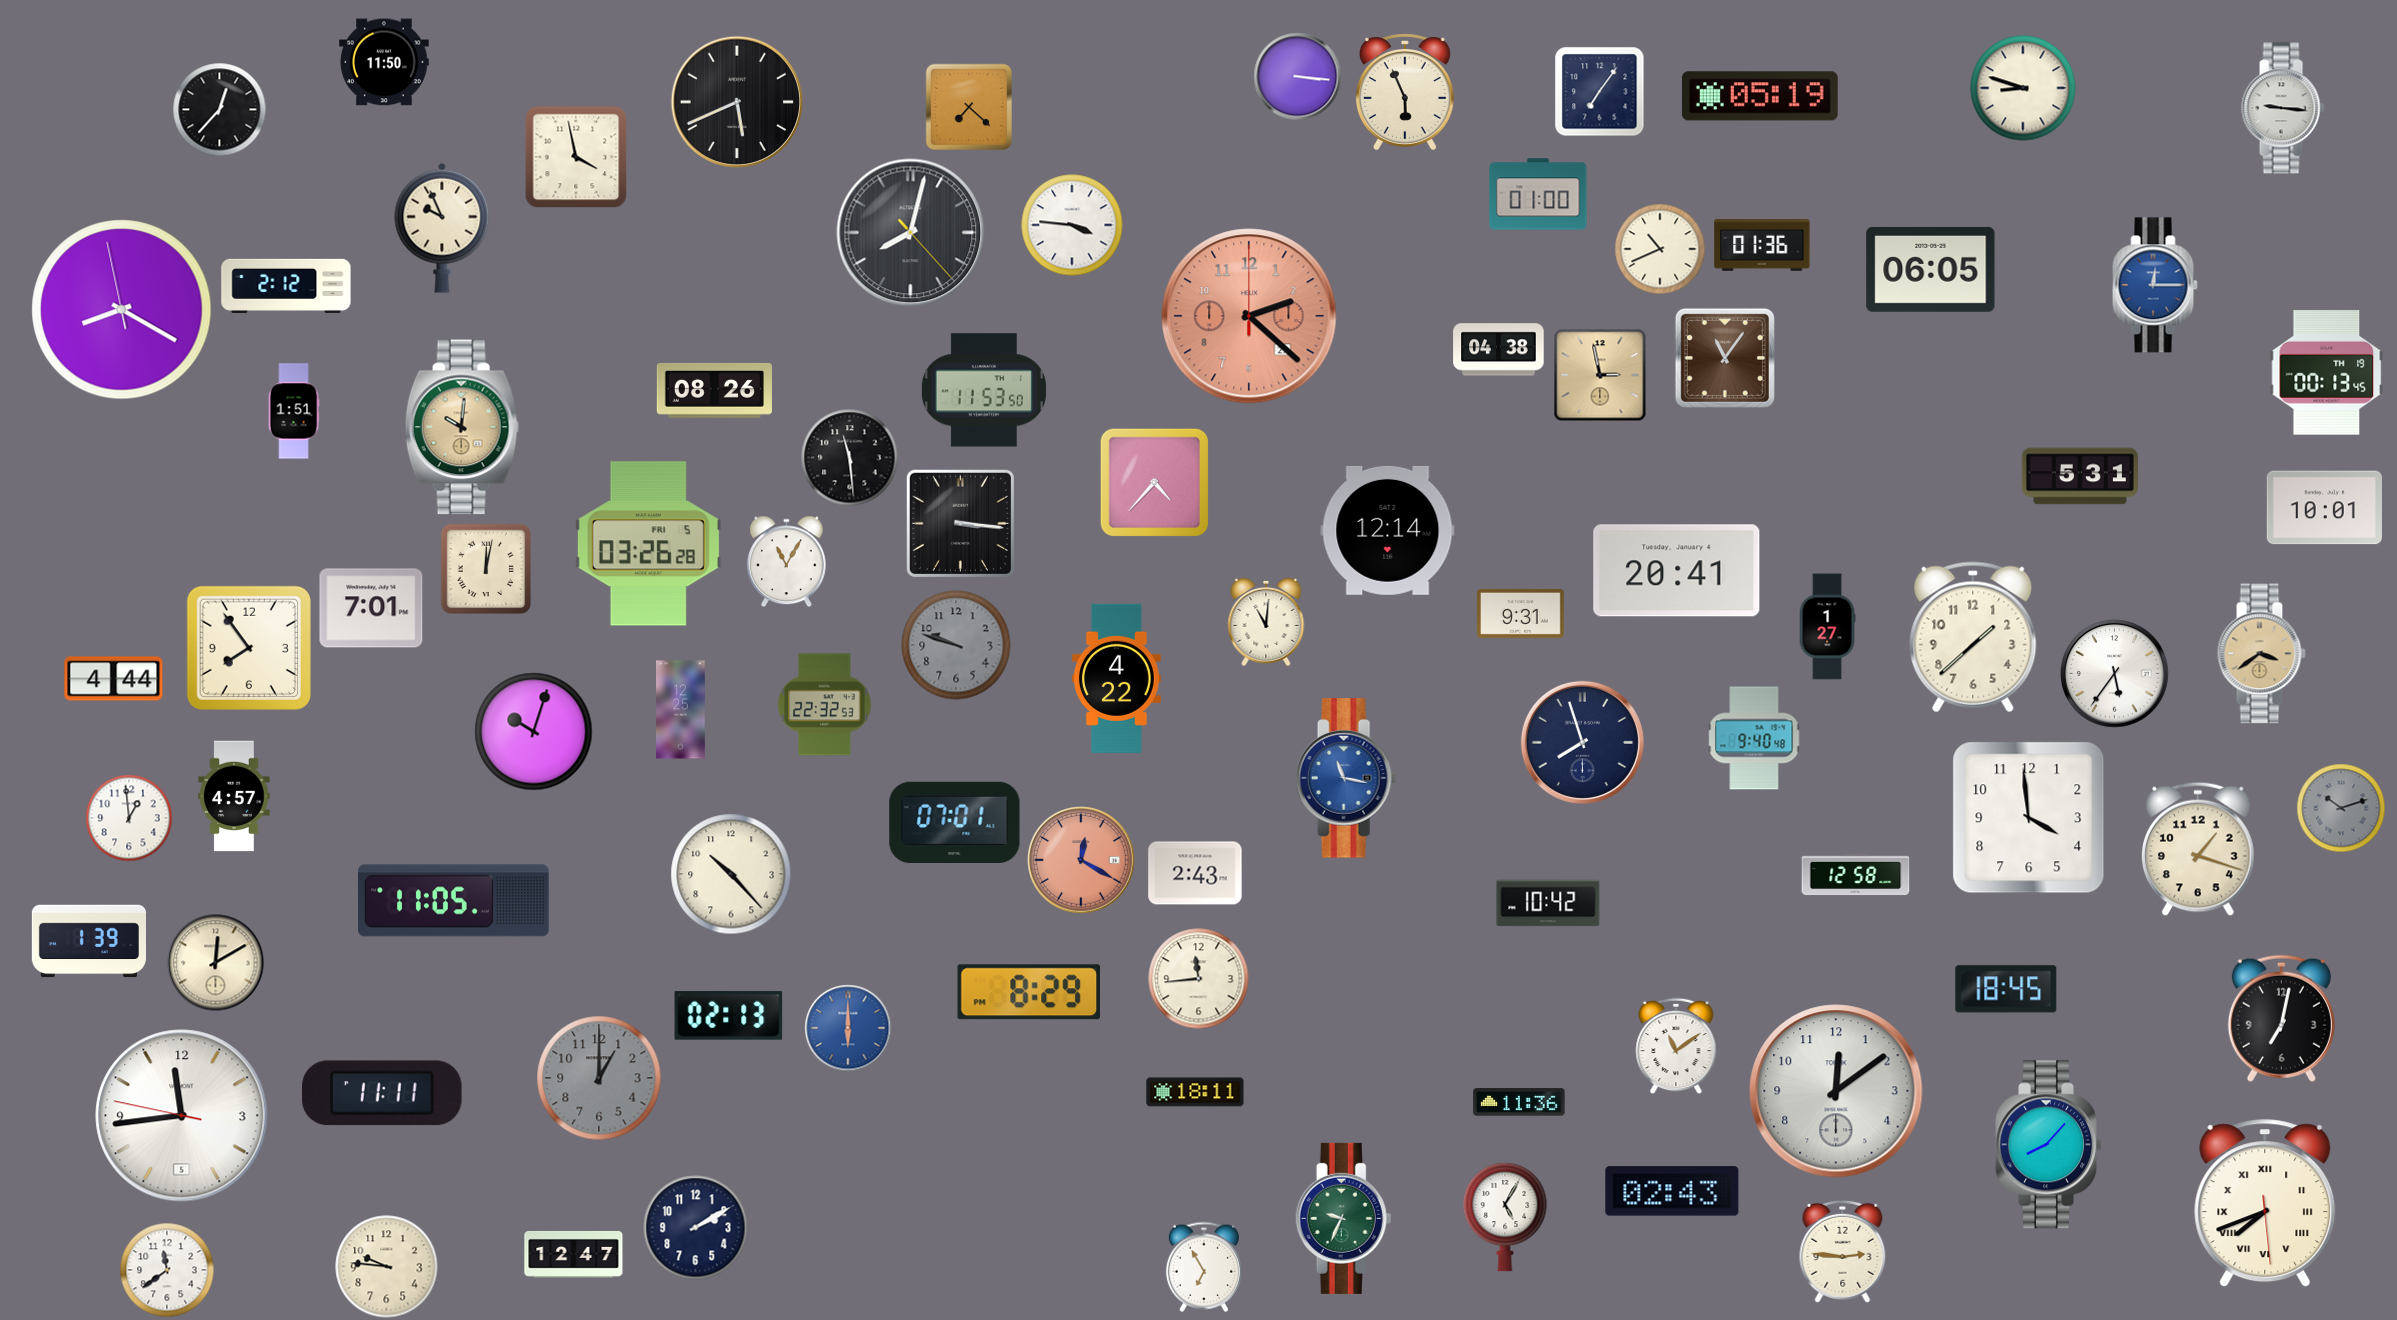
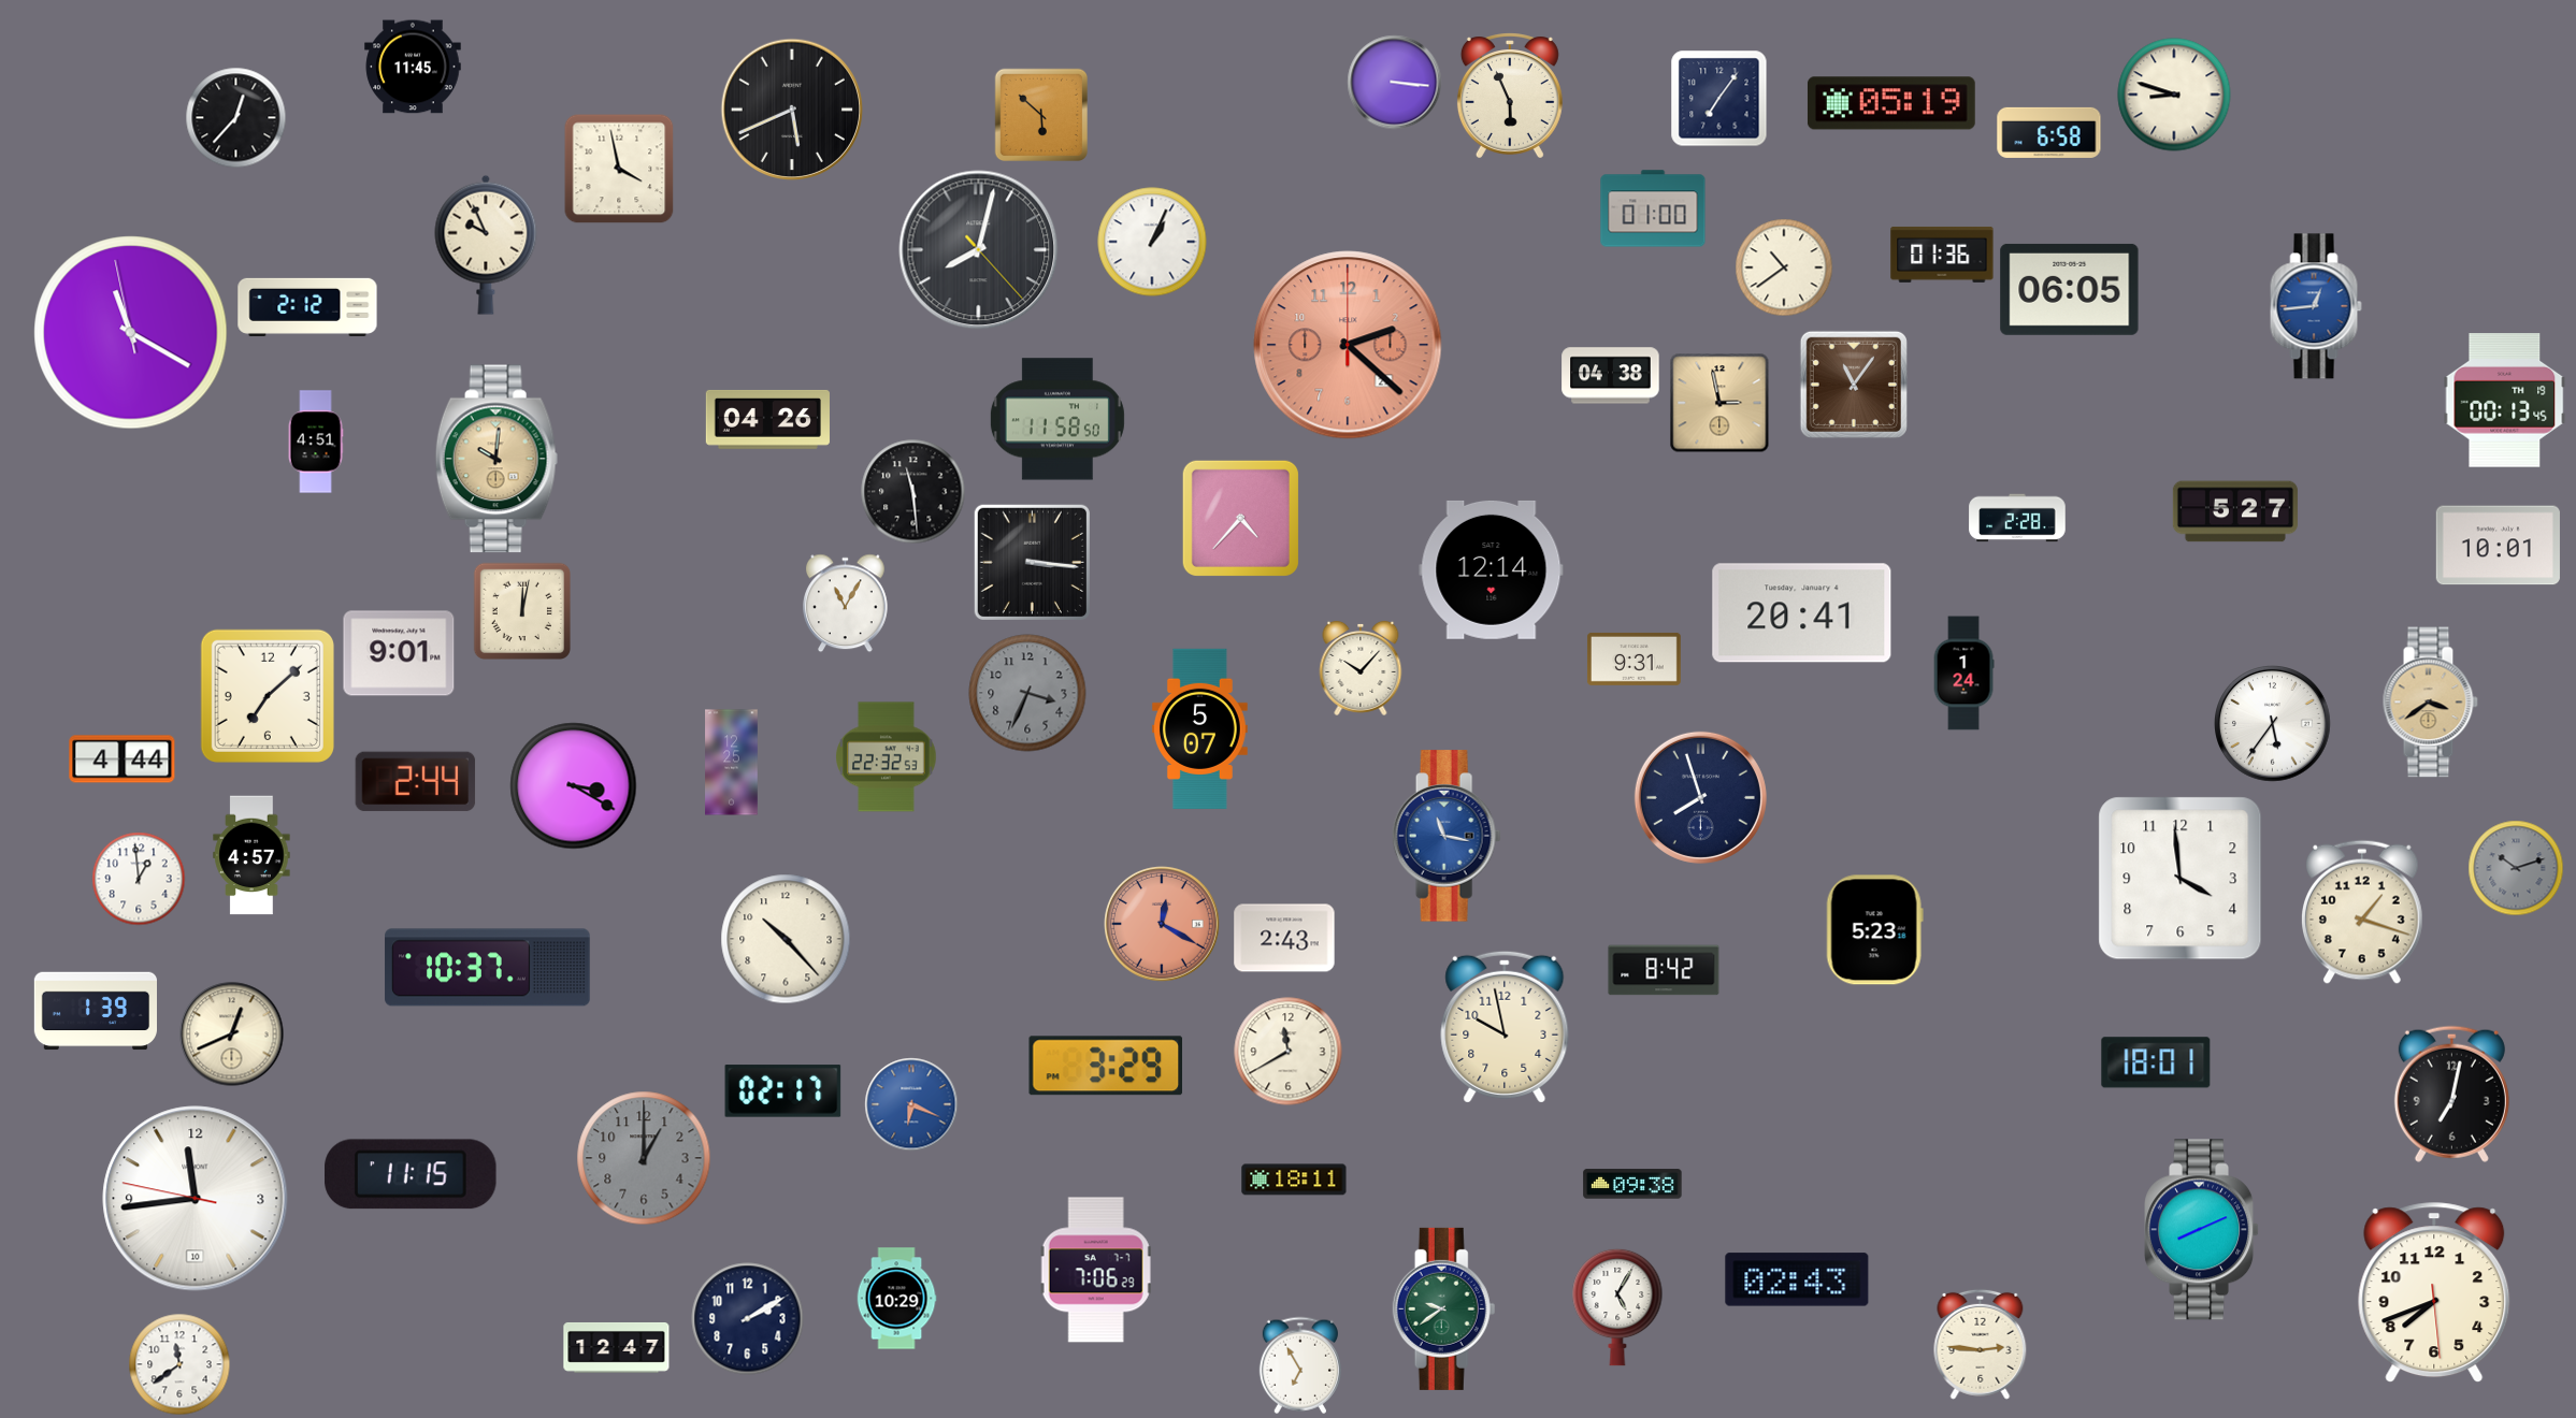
clock at (384, 62): 11:50 -> 11:45
clock at (1405, 92) position: (1405, 92) -> (1510, 96)
clock at (969, 107): 7:22 -> 5:52
clock at (2283, 108): 9:16 -> none
clock at (2049, 132): none -> 6:58
clock at (1072, 225): 3:46 -> 1:04
clock at (442, 228) position: (442, 228) -> (486, 245)
clock at (1762, 245) position: (1762, 245) -> (1942, 255)
clock at (1660, 249): 10:41 -> 10:39
clock at (1931, 269) position: (1931, 269) -> (2070, 289)
clock at (2155, 285): 12:15 -> 12:44
clock at (122, 310): 8:19 -> 11:19
clock at (1249, 316) position: (1249, 316) -> (1348, 345)
clock at (2327, 373) position: (2327, 373) -> (2505, 401)
clock at (714, 390): 08:26 -> 04:26
clock at (984, 390): 11:53 -> 11:58
clock at (294, 411): 1:51 -> 4:51
clock at (2080, 476): 5:31 -> 5:27
clock at (2017, 518): none -> 2:28
clock at (648, 544): 03:26 -> none
clock at (371, 608): 7:01 -> 9:01
clock at (1266, 622): 11:01 -> 10:07
clock at (1827, 627): 1:27 -> 1:24
clock at (1973, 637): 1:38 -> none
clock at (956, 645): 9:48 -> 3:34
clock at (249, 648): 7:54 -> 7:08
clock at (1116, 678): 4:22 -> 5:07
clock at (114, 679) position: (114, 679) -> (123, 759)
clock at (416, 782): none -> 2:44
clock at (534, 732): 10:03 -> 3:20
clock at (1754, 738): 9:40 -> none
clock at (955, 822): 07:01 -> none
clock at (1874, 930): none -> 5:23
clock at (1856, 875): 12:58 -> none
clock at (454, 901): 11:05 -> 10:37
clock at (1548, 903): 10:42 -> 8:42
clock at (1505, 1027): none -> 9:58
clock at (216, 963): 12:10 -> 12:41
clock at (1199, 979): 11:44 -> 11:40
clock at (2006, 989): 18:45 -> 18:01
clock at (1028, 992): 8:29 -> 3:29
clock at (729, 1016): 02:13 -> 02:17
clock at (848, 1028): 6:00 -> 6:19
clock at (1676, 1046): 11:09 -> none
clock at (1836, 1091): 12:09 -> none
clock at (1195, 1092) position: (1195, 1092) -> (1294, 1180)
clock at (382, 1093): 11:11 -> 11:15
clock at (1519, 1102): 11:36 -> 09:38
clock at (182, 1116) date: 5 -> 10
clock at (2049, 1145): 8:07 -> 8:11
clock at (1096, 1270): none -> 7:06
clock at (2265, 1204) numerals: Roman -> Arabic
clock at (896, 1299): none -> 10:29
clock at (1344, 1218): 9:34 -> 9:39
clock at (387, 1267): 9:46 -> none
clock at (1204, 1267) position: (1204, 1267) -> (1300, 1365)
